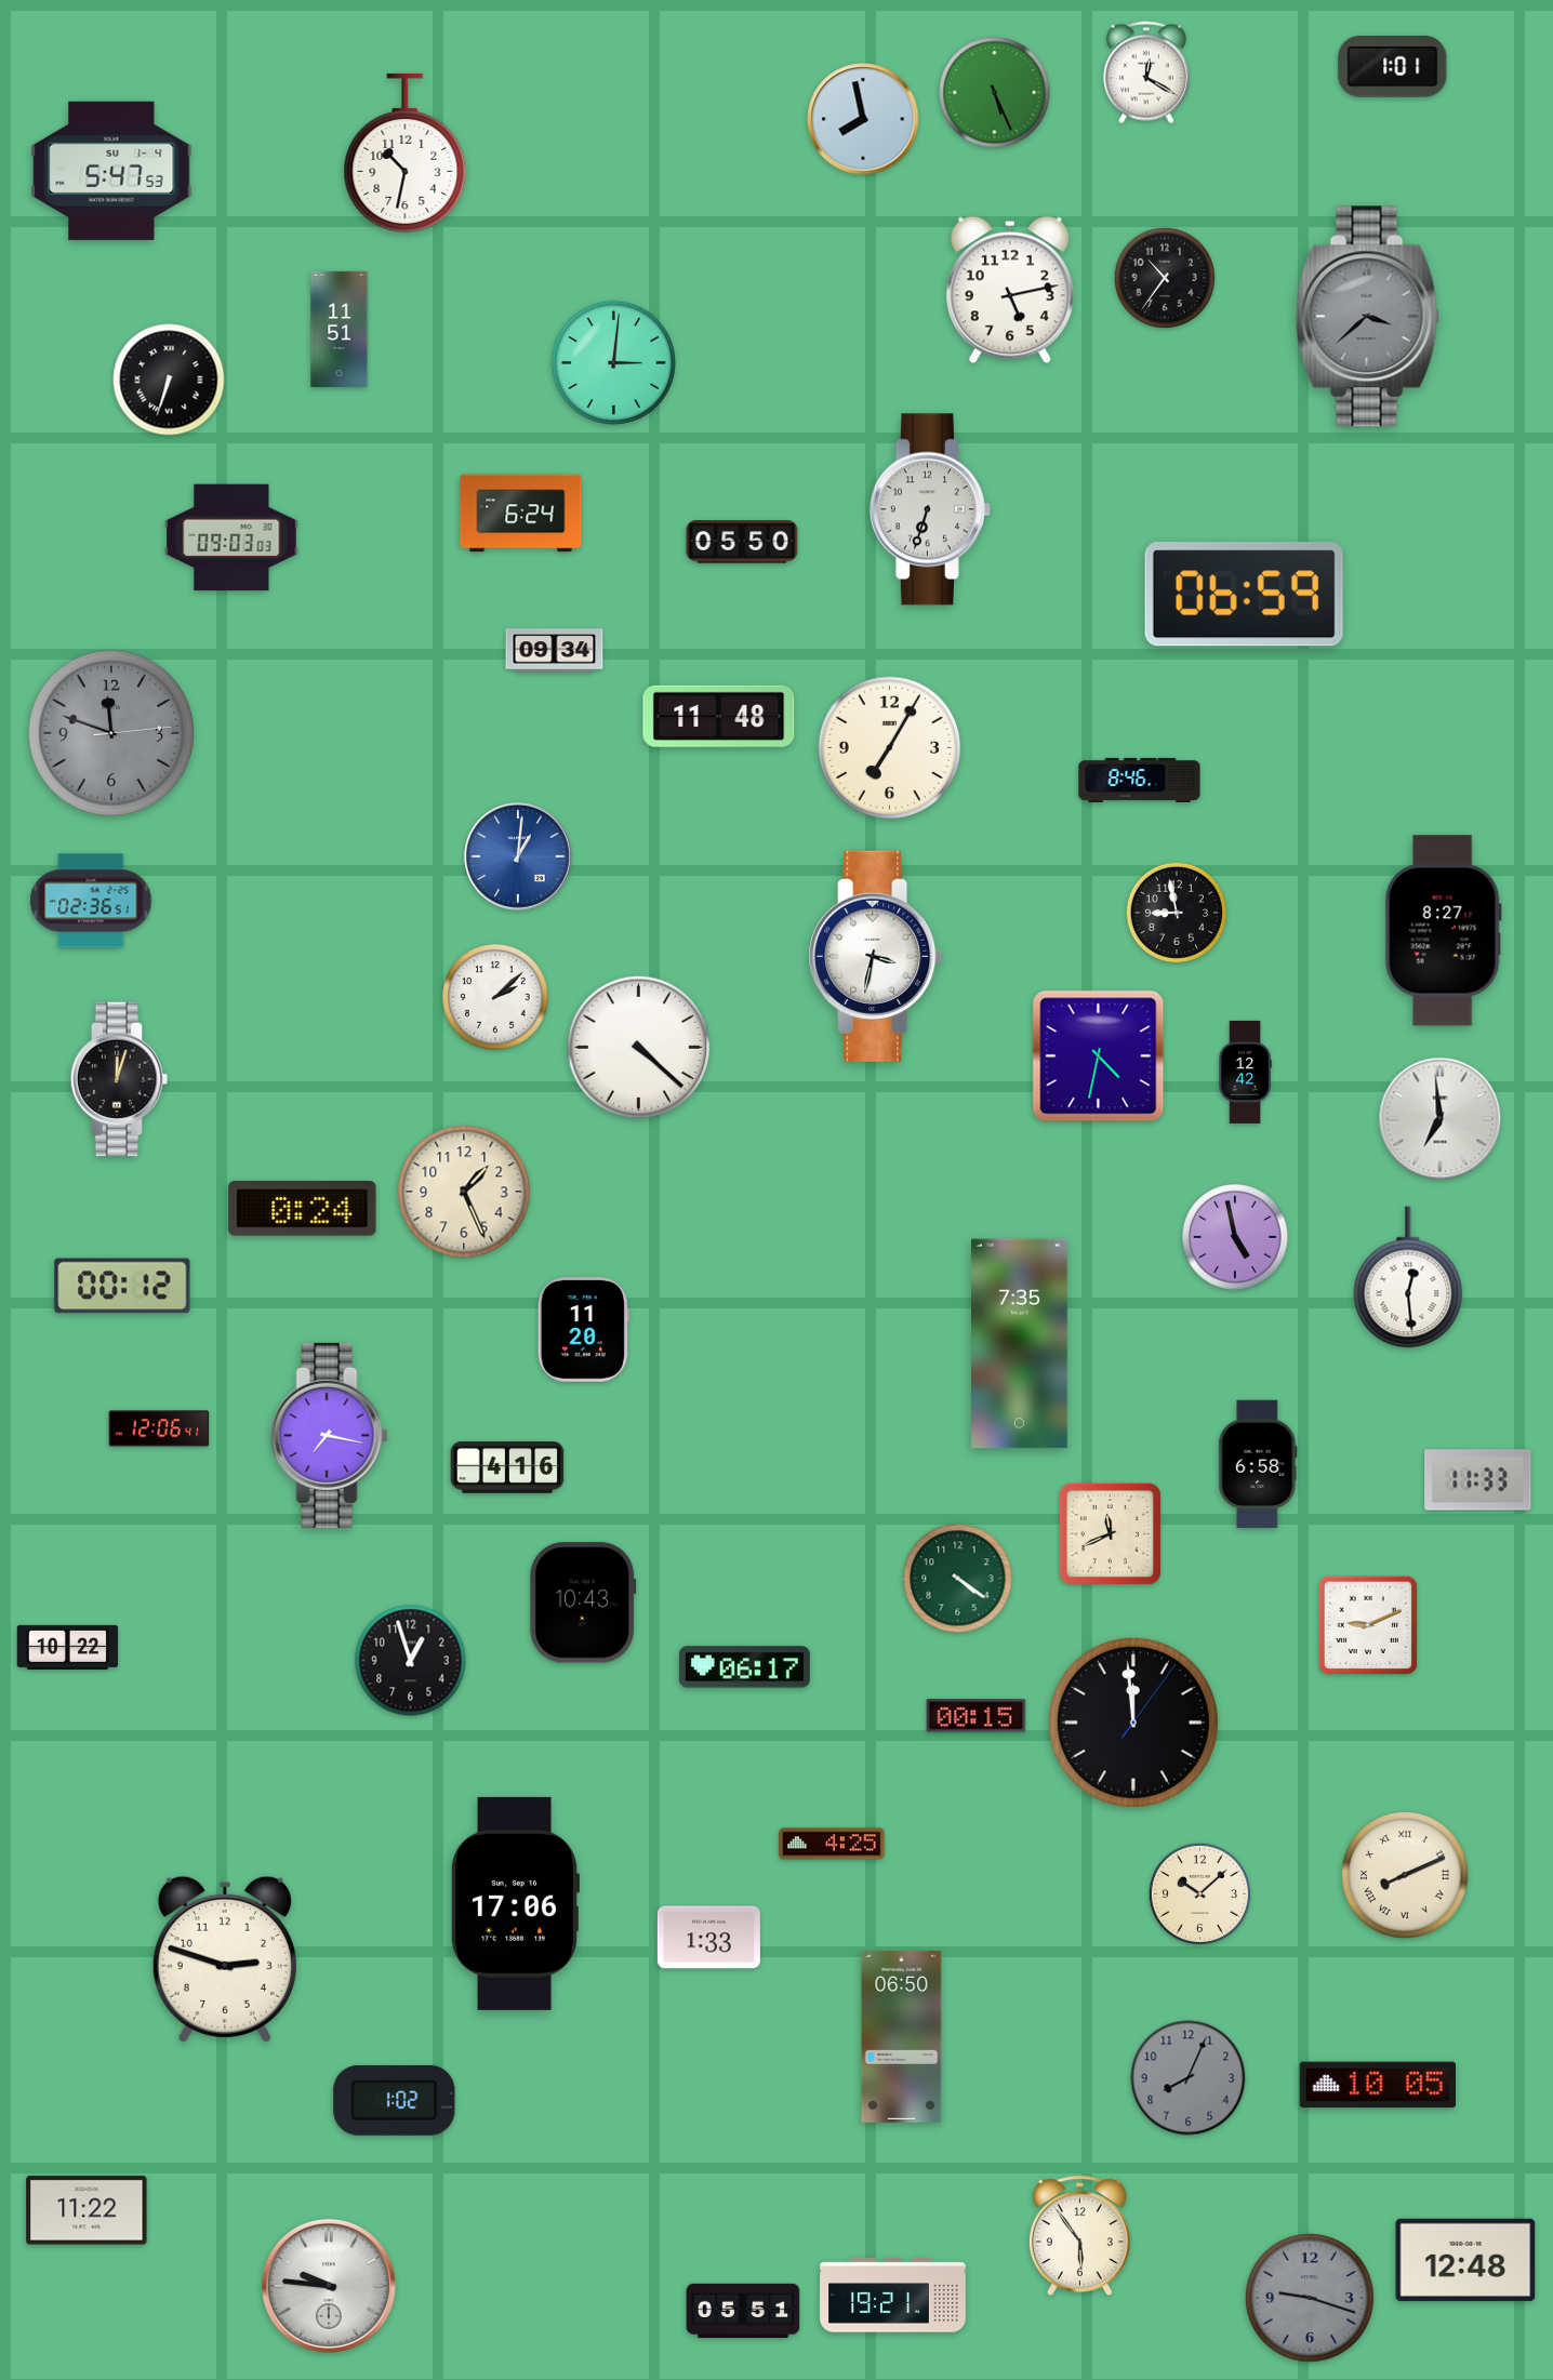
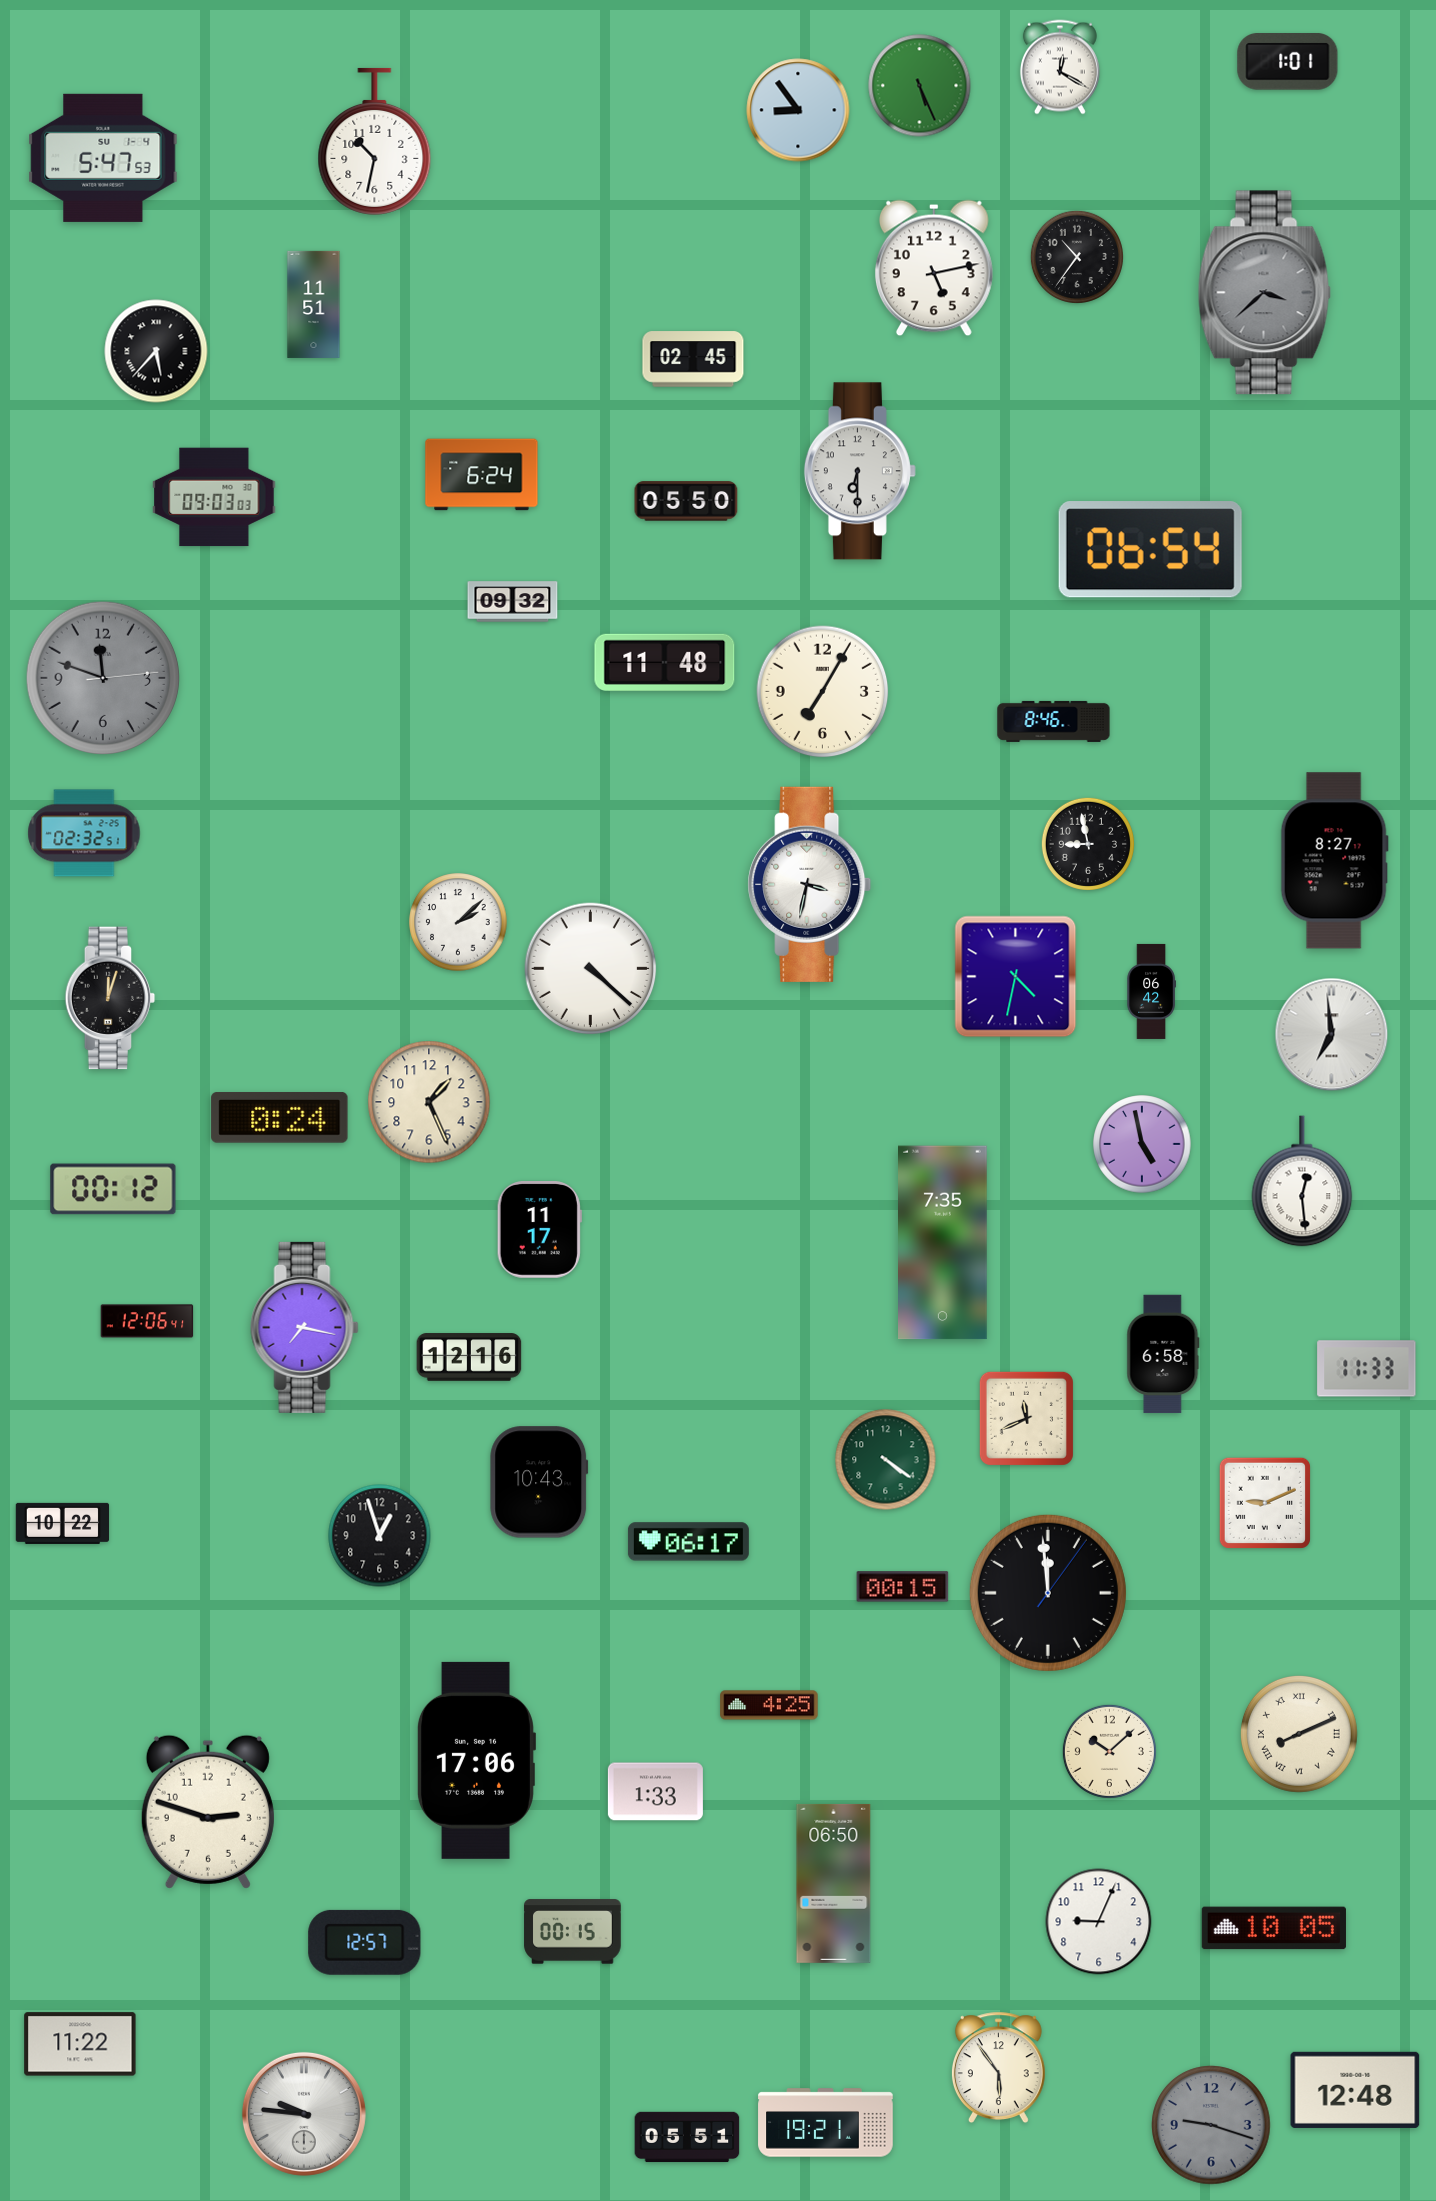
clock at (863, 119): 7:58 -> 8:54
clock at (613, 362): 3:01 -> none
clock at (169, 380): 6:33 -> 5:37
clock at (693, 359): none -> 02:45
clock at (930, 509): 6:33 -> 6:30
clock at (1244, 595): 06:59 -> 06:54
clock at (555, 651): 09:34 -> 09:32
clock at (518, 856): 1:01 -> none
clock at (91, 901): 02:36 -> 02:32
clock at (1245, 1072): 12:42 -> 06:42
clock at (583, 1330): 11:20 -> 11:17
clock at (507, 1467): 4:16 -> 12:16
clock at (1189, 2078): 8:04 -> 9:04
clock at (1189, 2078) dial: grey -> white
clock at (573, 1932): none -> 00:15
clock at (395, 2100): 1:02 -> 12:57
